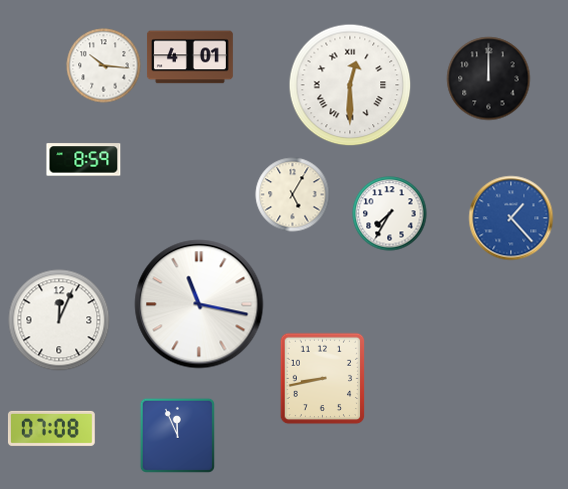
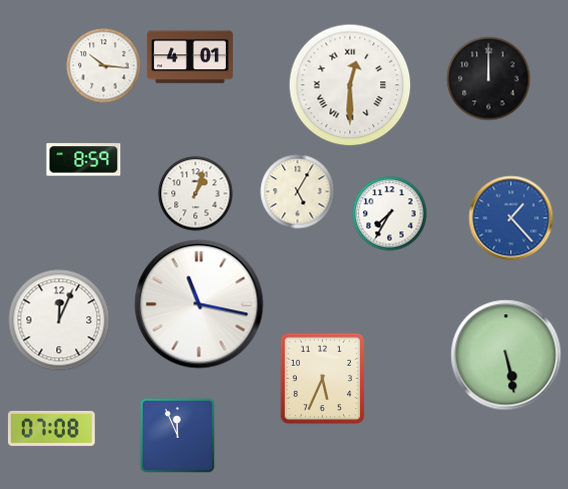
clock at (196, 194): none -> 1:03
clock at (293, 195) position: (293, 195) -> (298, 192)
clock at (506, 355): none -> 5:28
clock at (323, 379): 8:43 -> 5:34
